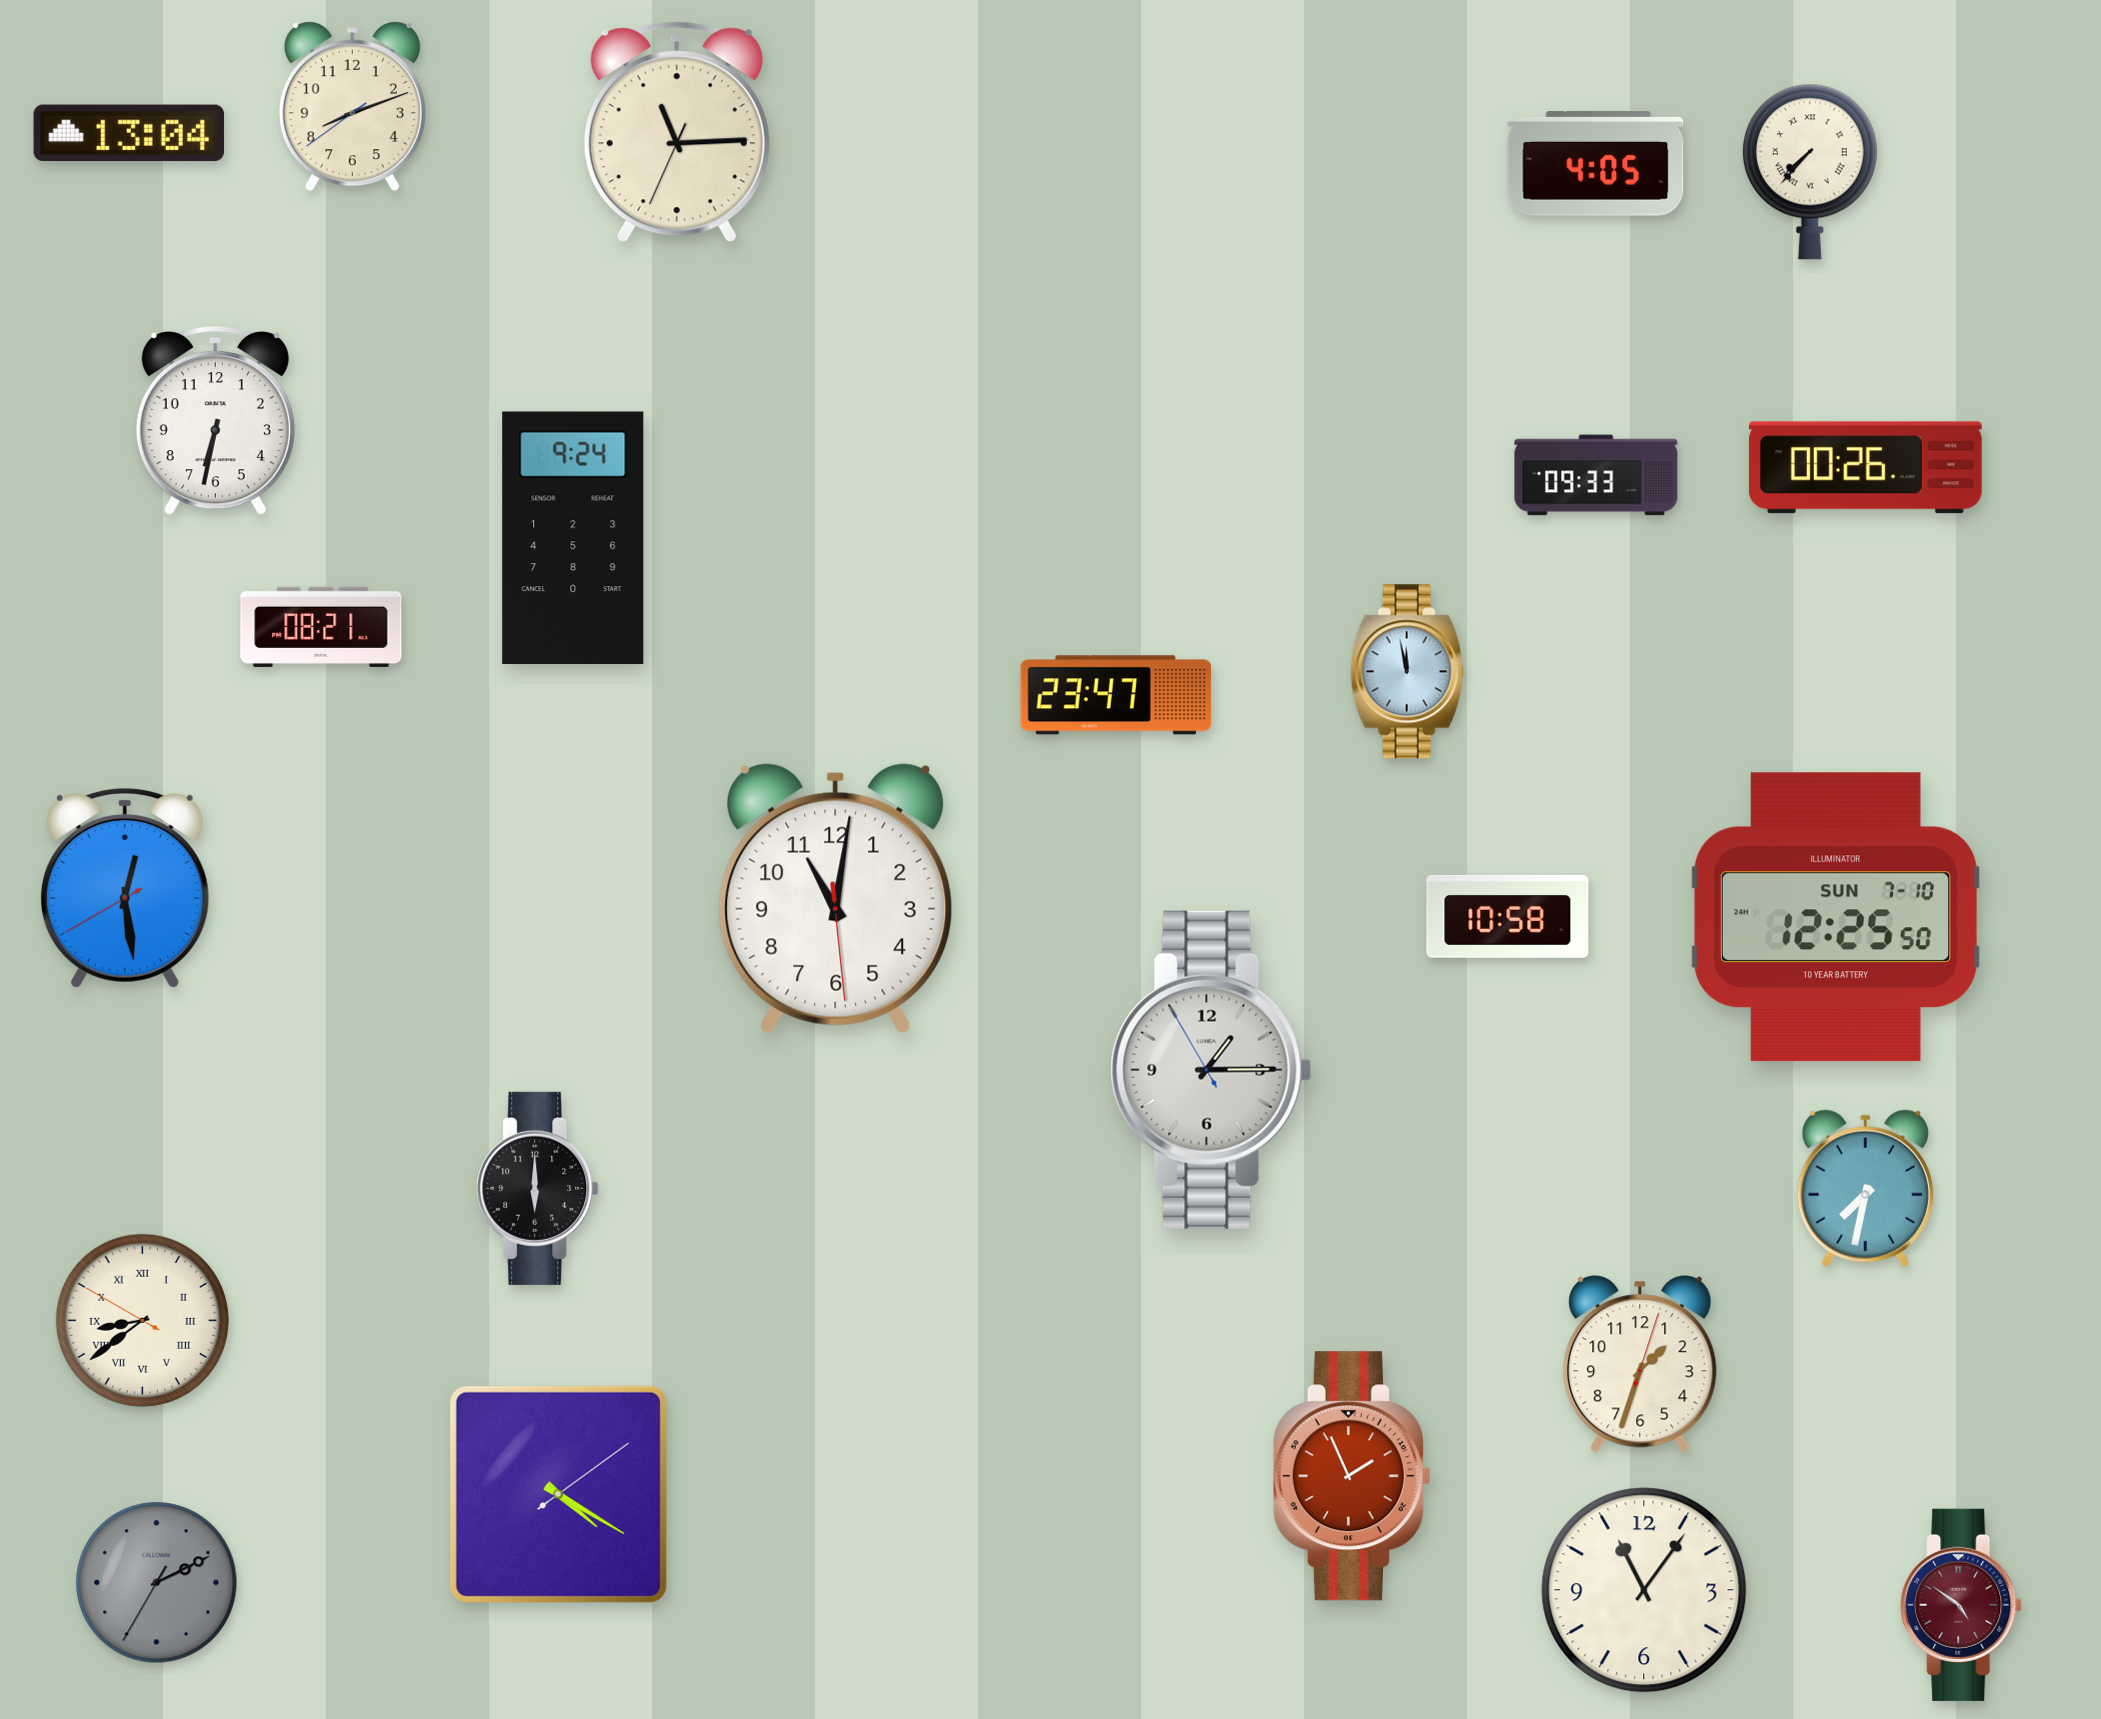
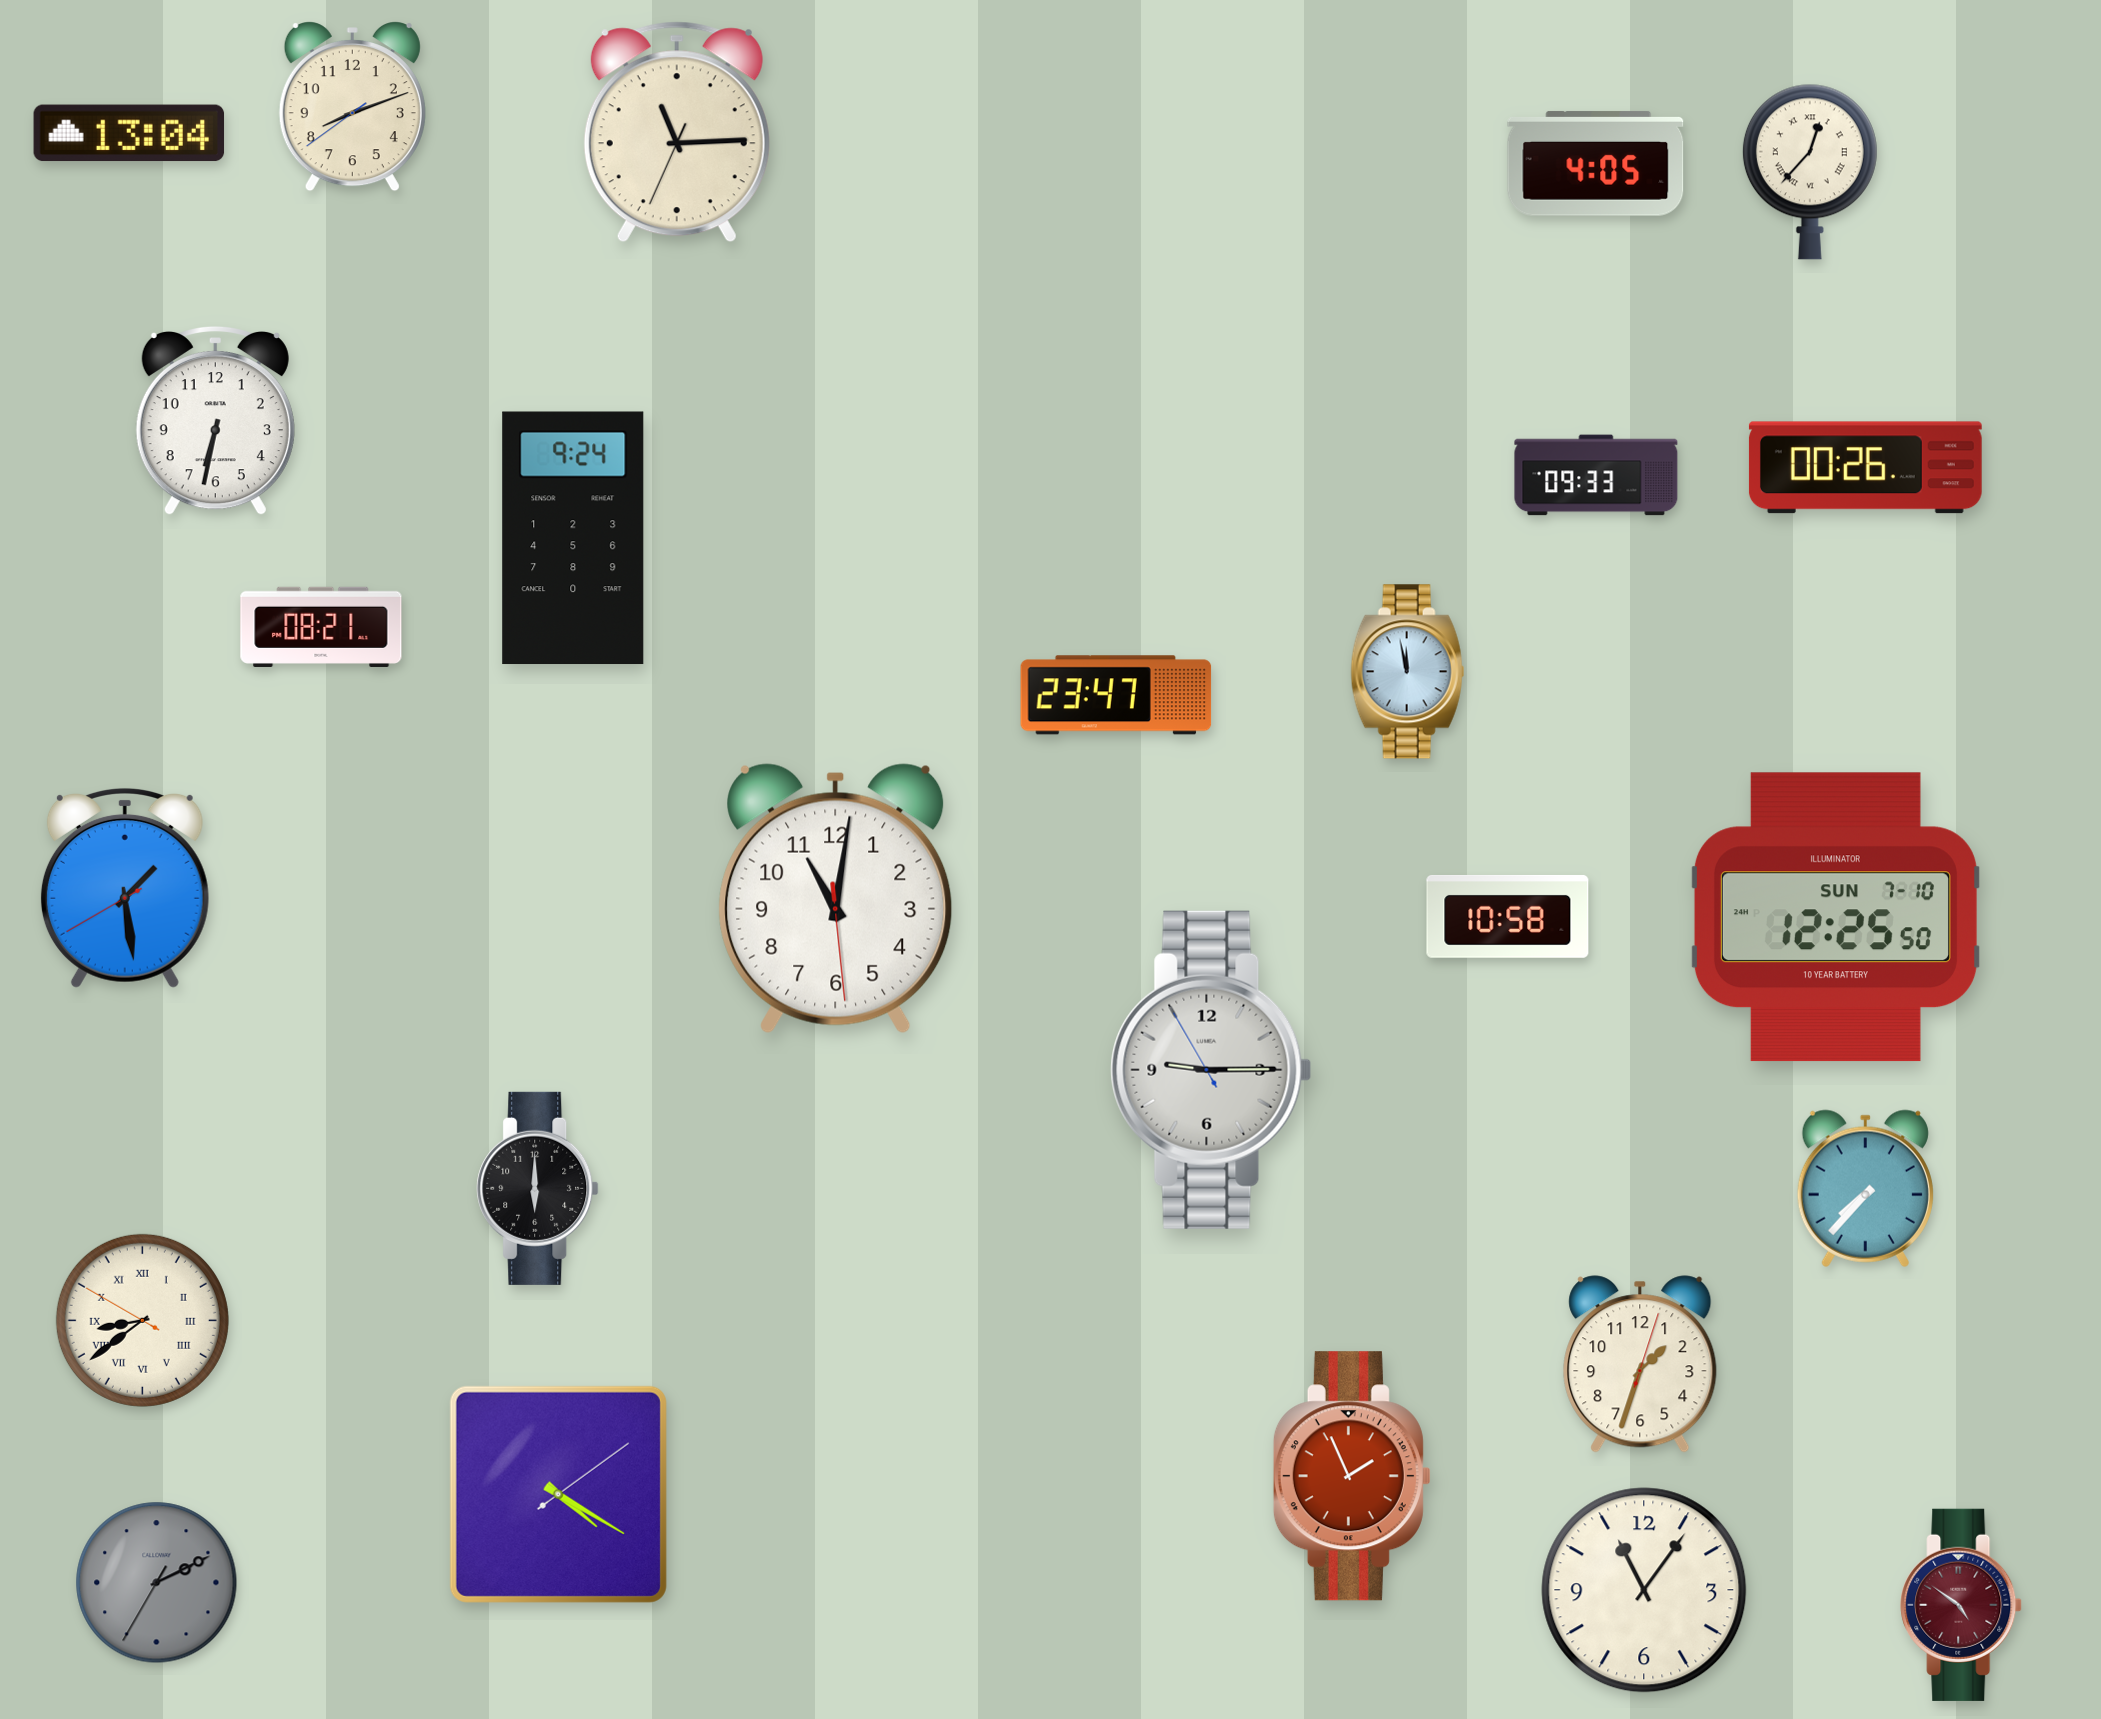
clock at (1810, 172): 7:37 -> 12:37
clock at (125, 888): 12:28 -> 1:28
clock at (1211, 1070): 1:14 -> 9:14
clock at (1865, 1188): 7:32 -> 7:37
